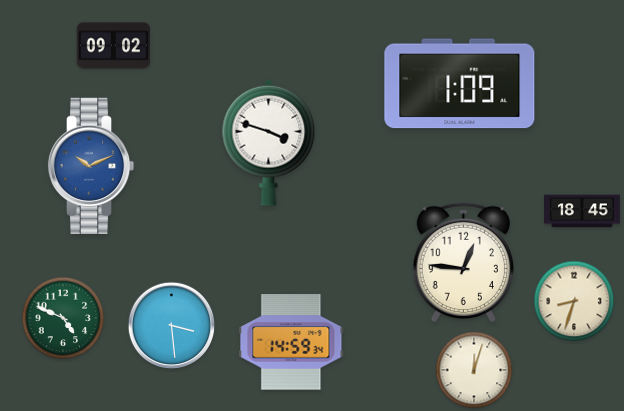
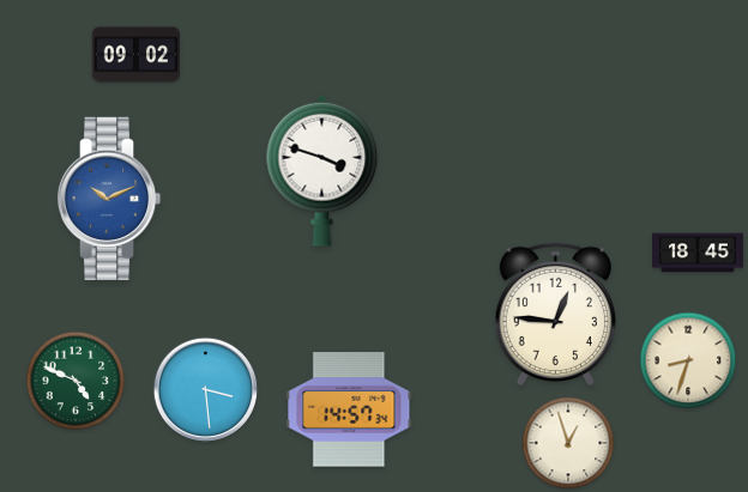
clock at (460, 84): 1:09 -> none
clock at (291, 342): 14:59 -> 14:57
clock at (474, 370): 12:03 -> 12:57
